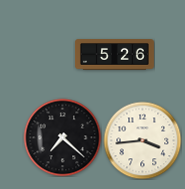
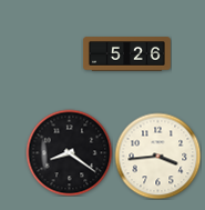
clock at (114, 55) position: (114, 55) -> (126, 54)
clock at (62, 137): 7:22 -> 8:21
